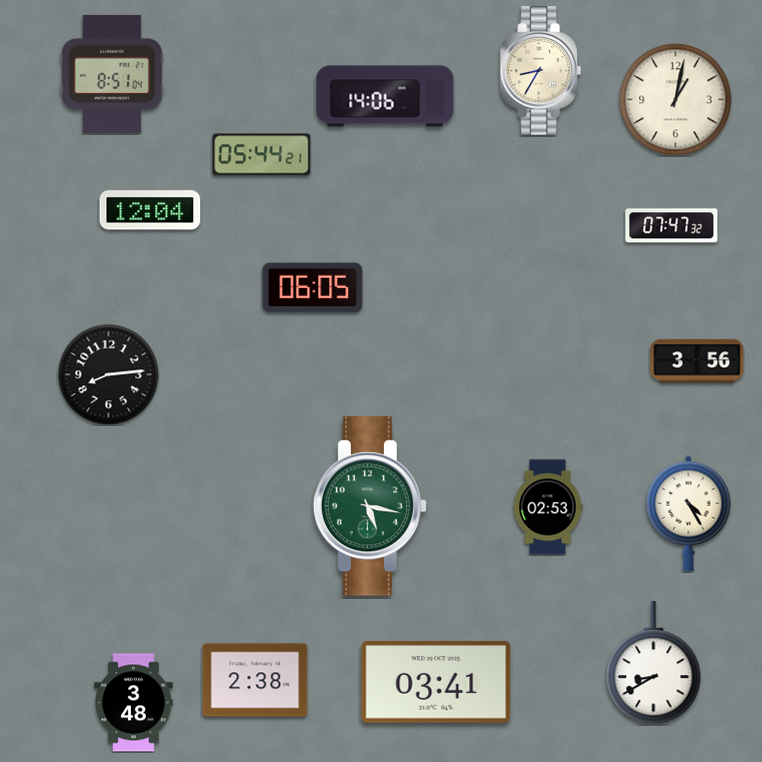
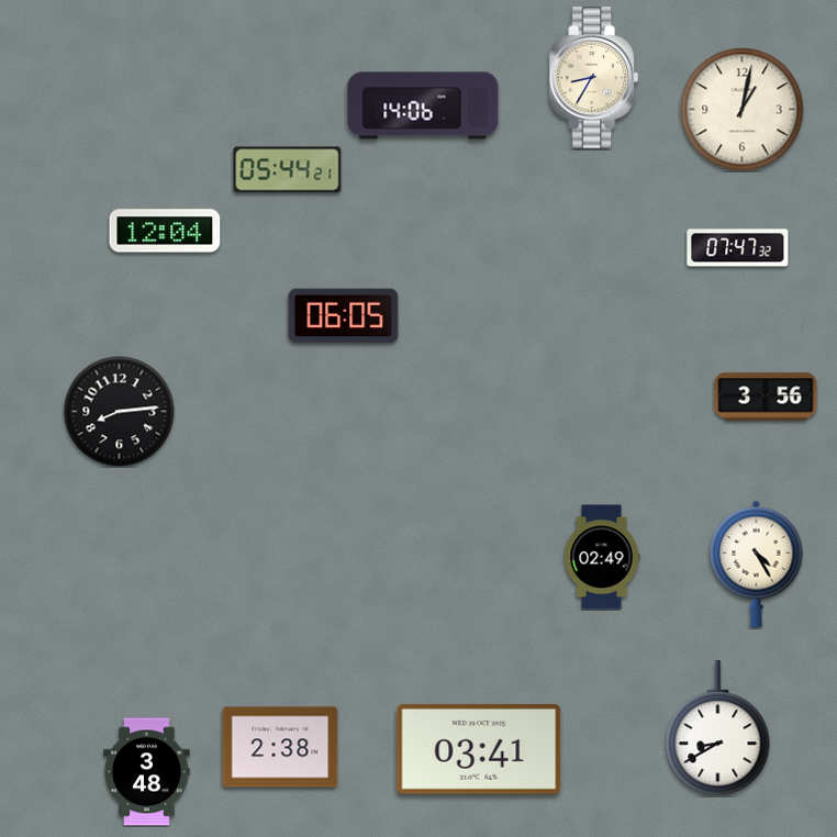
clock at (112, 74): 8:51 -> none
clock at (369, 506): 5:17 -> none
clock at (548, 507): 02:53 -> 02:49
